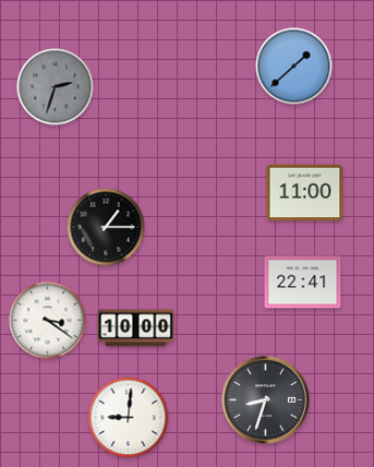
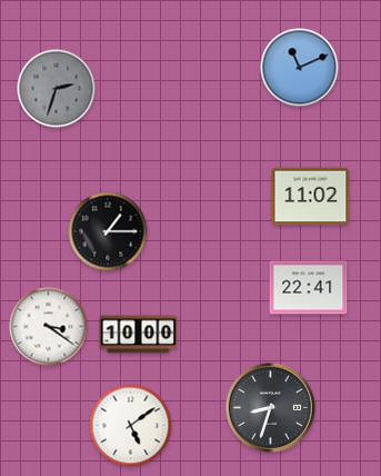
clock at (294, 67): 1:38 -> 11:11
clock at (305, 193): 11:00 -> 11:02
clock at (129, 418): 9:01 -> 5:09
